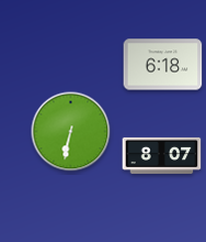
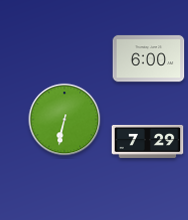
clock at (163, 65): 6:18 -> 6:00
clock at (162, 155): 8:07 -> 7:29
